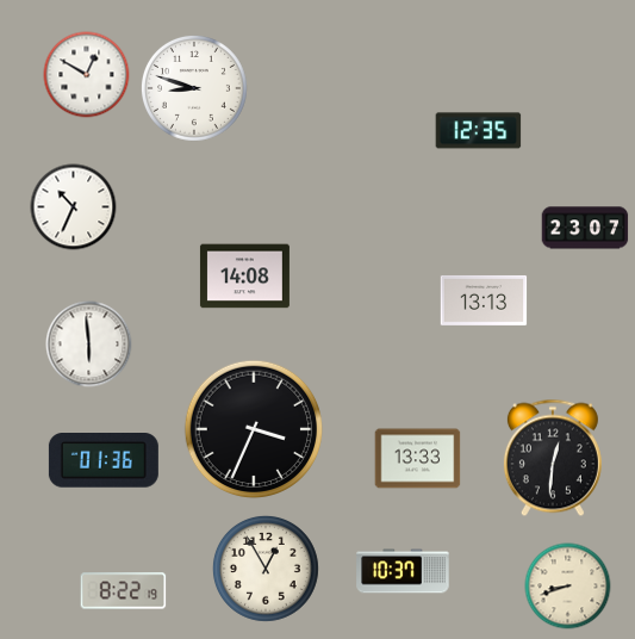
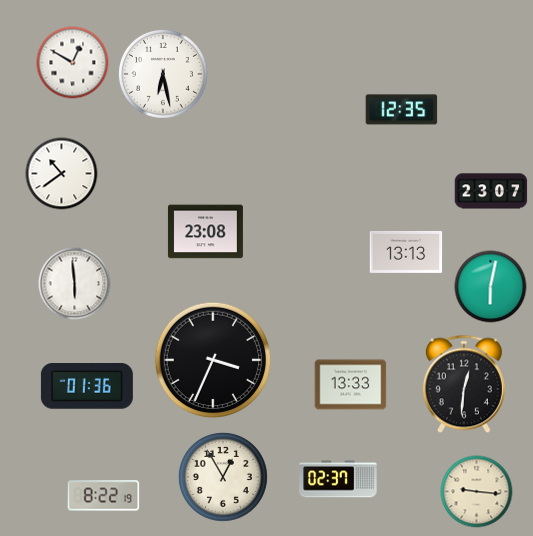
clock at (194, 88): 8:48 -> 6:28
clock at (74, 207): 10:34 -> 10:39
clock at (244, 277): 14:08 -> 23:08
clock at (491, 287): none -> 6:02
clock at (89, 345) position: (89, 345) -> (75, 284)
clock at (403, 571): 10:37 -> 02:37
clock at (568, 587): 8:42 -> 9:16
